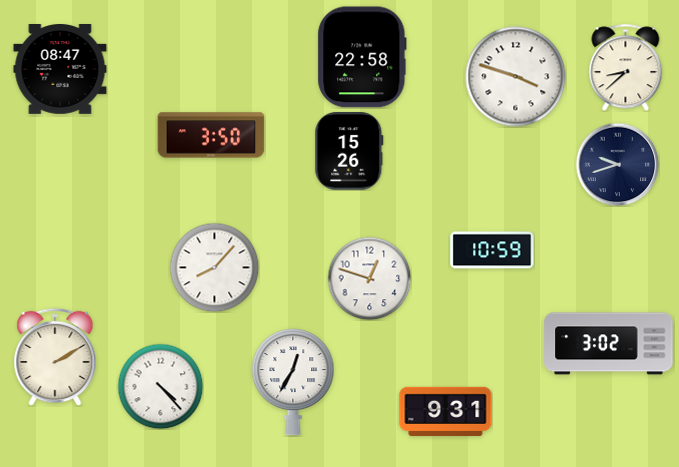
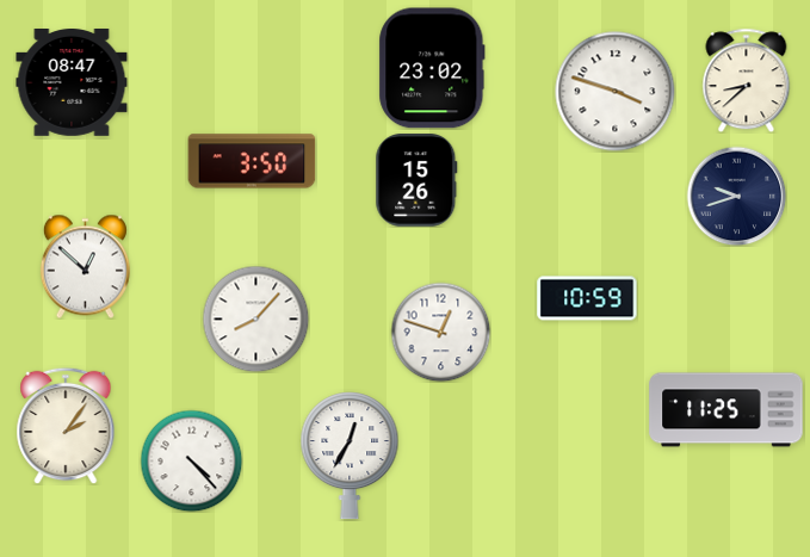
clock at (362, 57): 22:58 -> 23:02
clock at (85, 266): none -> 12:52
clock at (609, 344): 3:02 -> 11:25
clock at (55, 357): 2:10 -> 2:06
clock at (446, 411): 9:31 -> none
